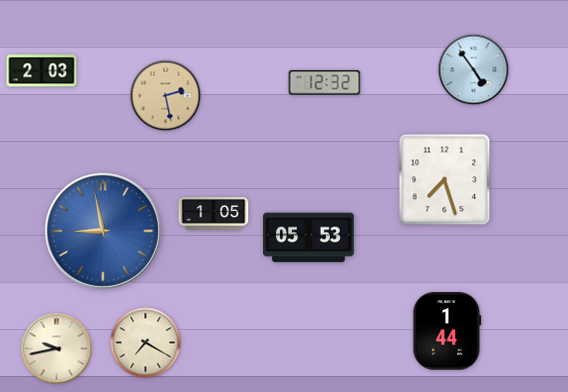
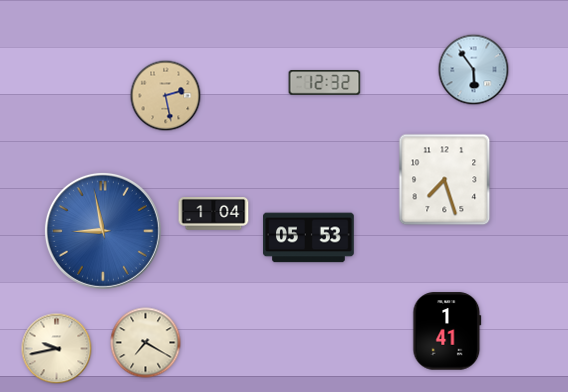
clock at (474, 70): 4:54 -> 5:54
clock at (42, 71): 2:03 -> none
clock at (214, 214): 1:05 -> 1:04
clock at (447, 331): 1:44 -> 1:41
